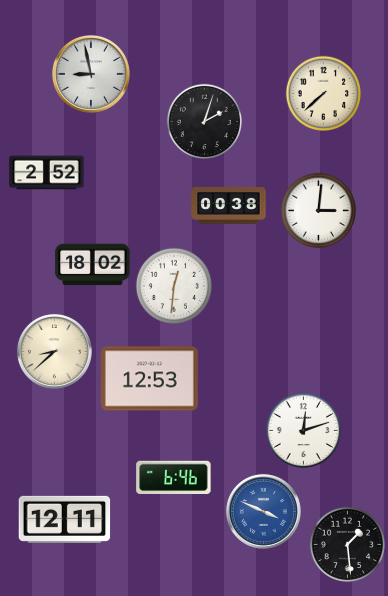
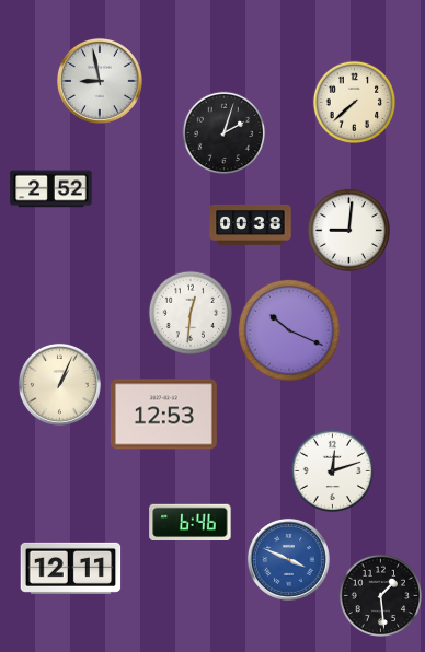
clock at (319, 211): 3:01 -> 9:01
clock at (93, 265): 18:02 -> none
clock at (289, 330): none -> 10:19
clock at (54, 351): 8:38 -> 1:04
